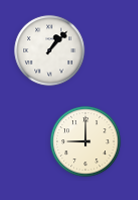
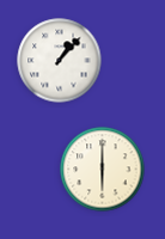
clock at (86, 142): 9:00 -> 6:00
